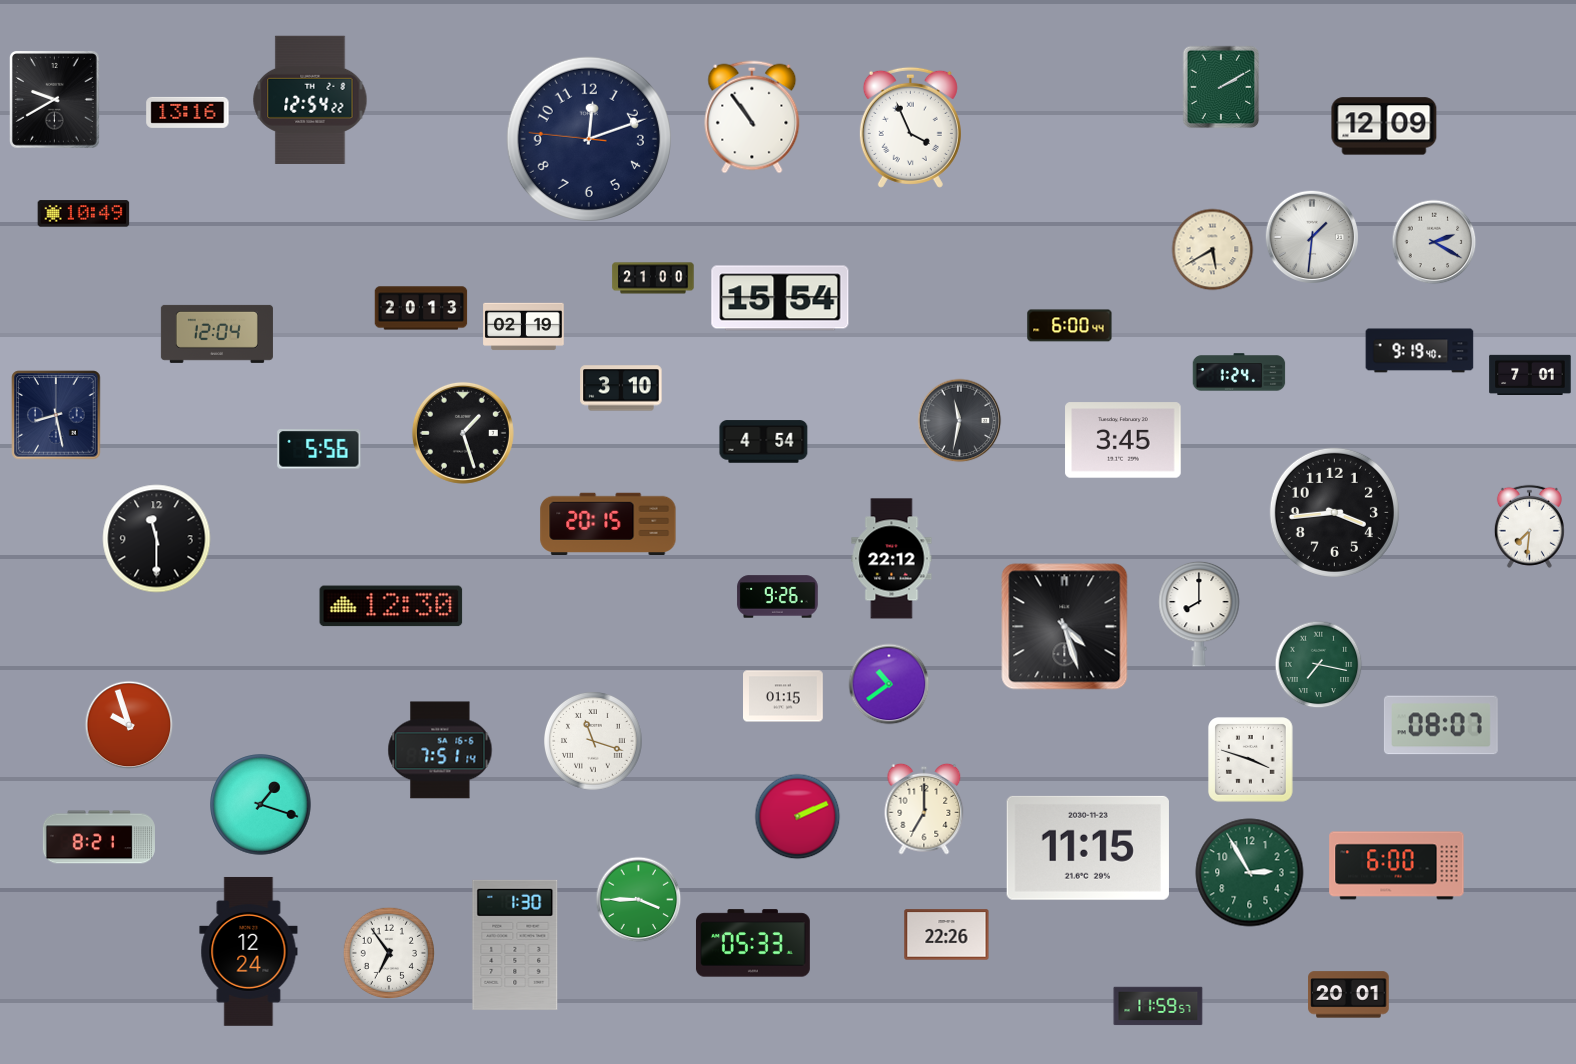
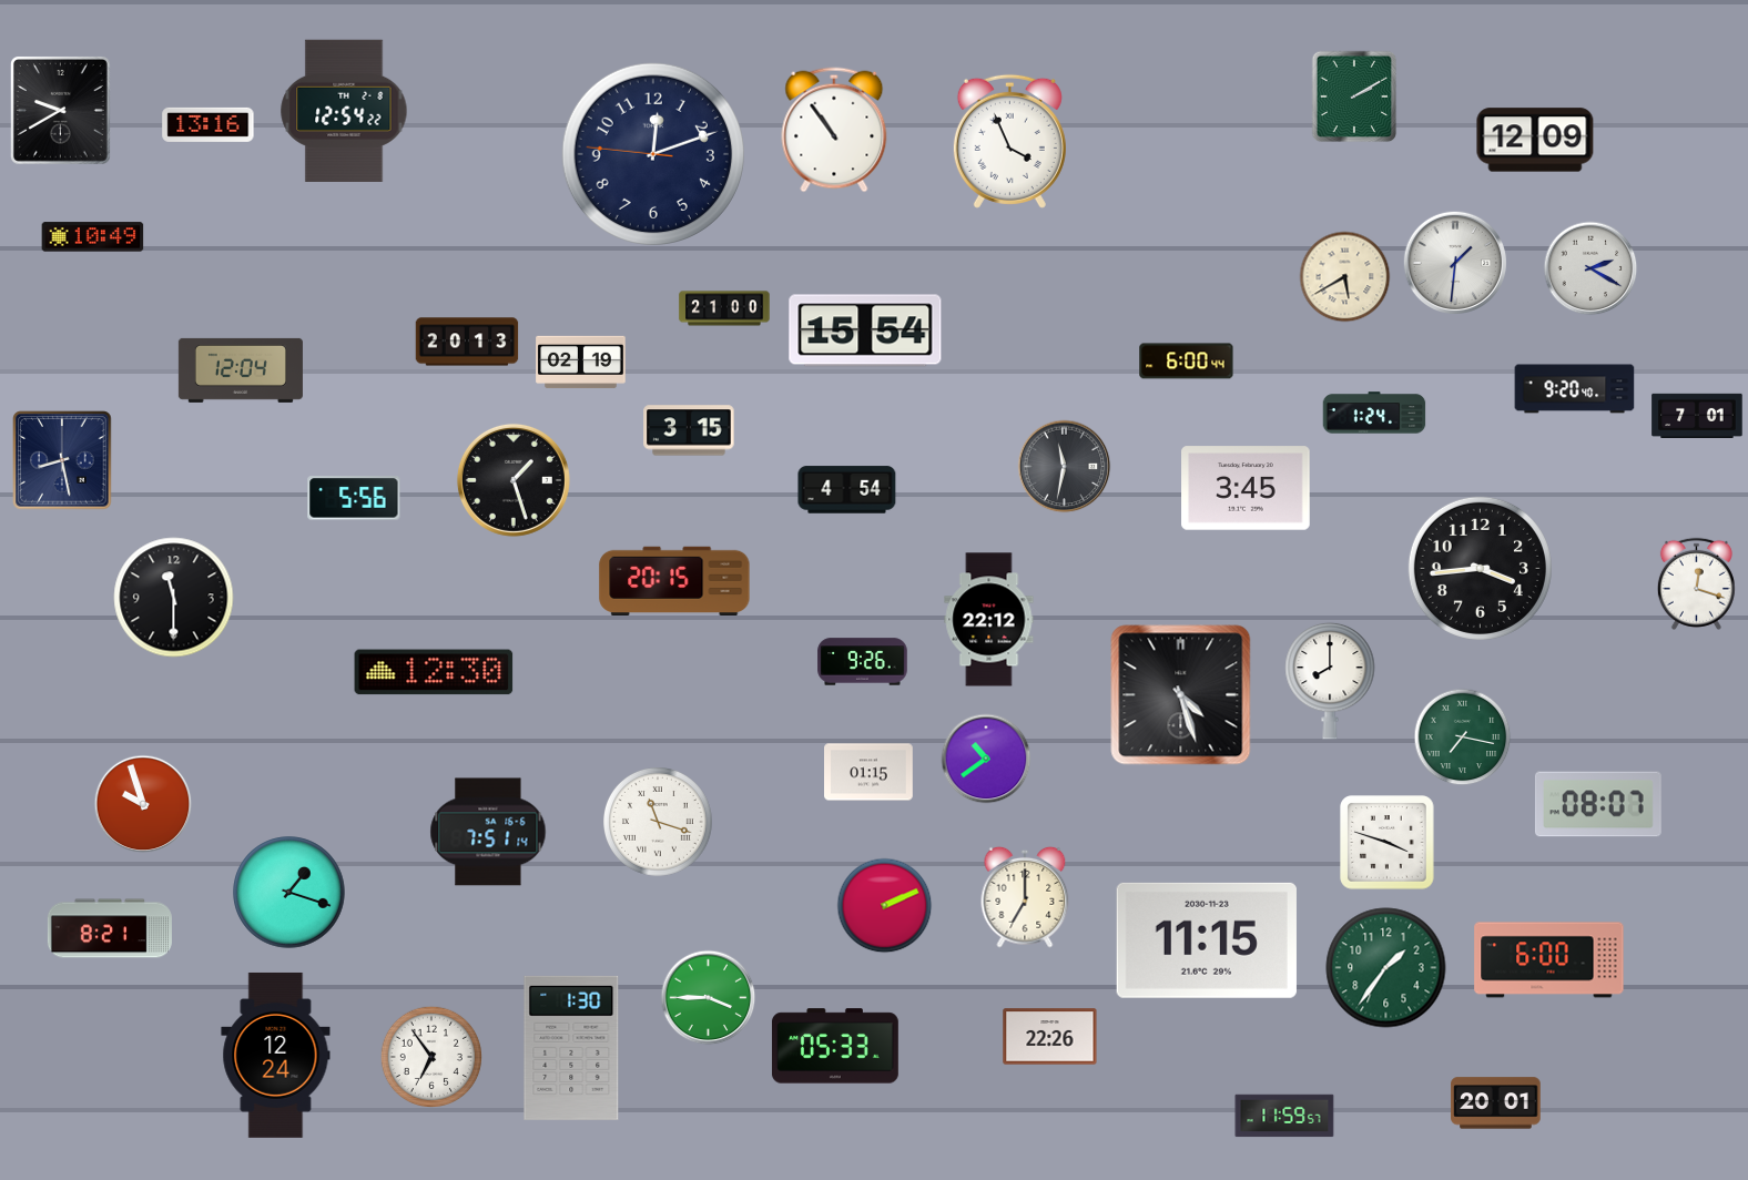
clock at (1420, 351): 9:19 -> 9:20
clock at (621, 388): 3:10 -> 3:15
clock at (1529, 526): 7:31 -> 12:18
clock at (1250, 873): 2:55 -> 1:36
